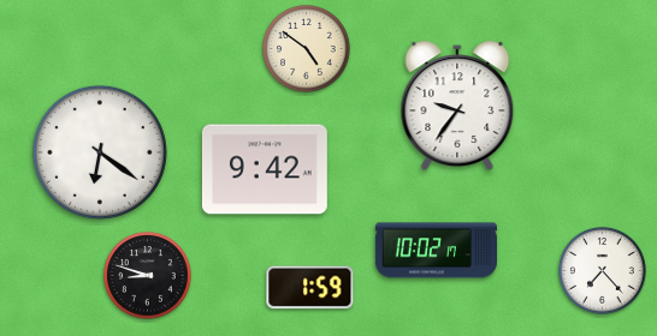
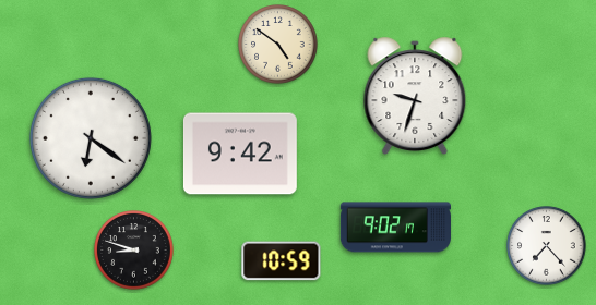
clock at (457, 104): 9:36 -> 9:33
clock at (436, 251): 10:02 -> 9:02
clock at (310, 288): 1:59 -> 10:59
